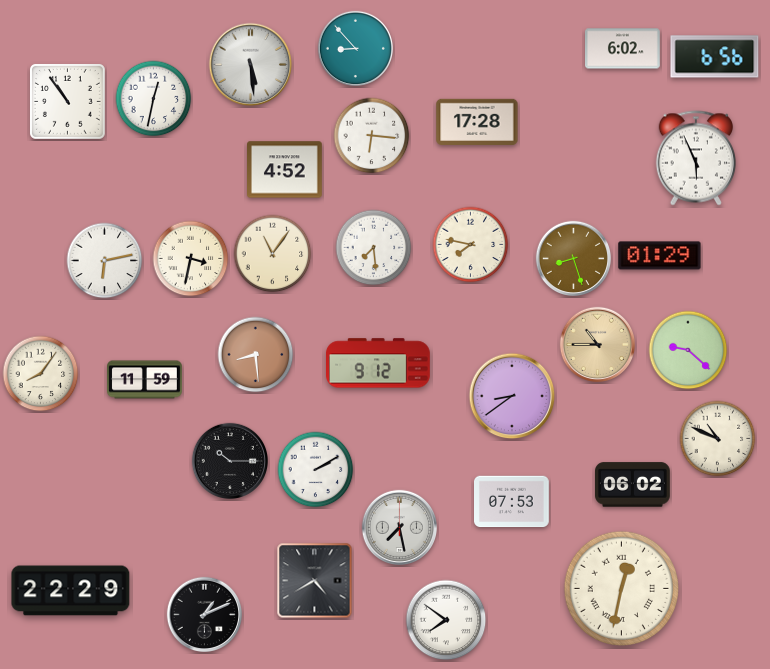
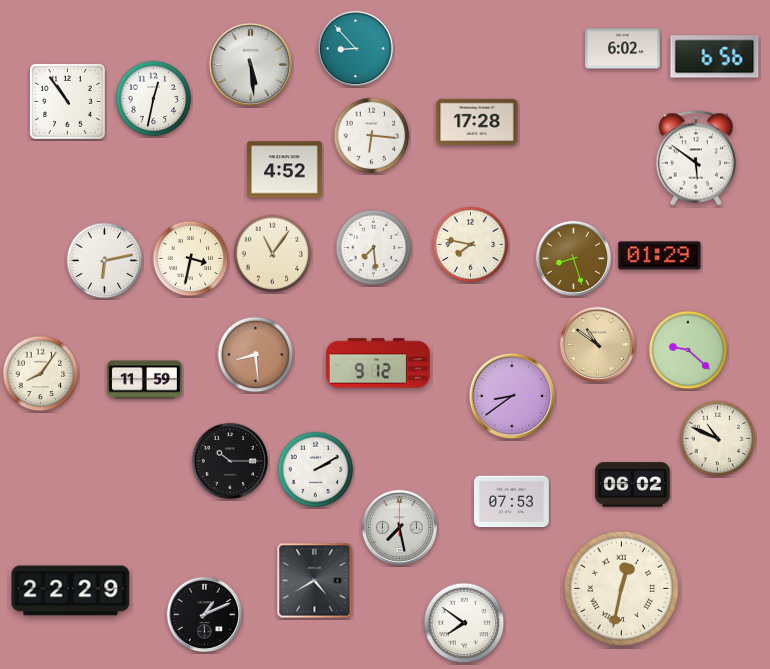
clock at (695, 158): 5:56 -> 5:51
clock at (597, 344): 10:45 -> 10:51
clock at (446, 620) position: (446, 620) -> (464, 623)
